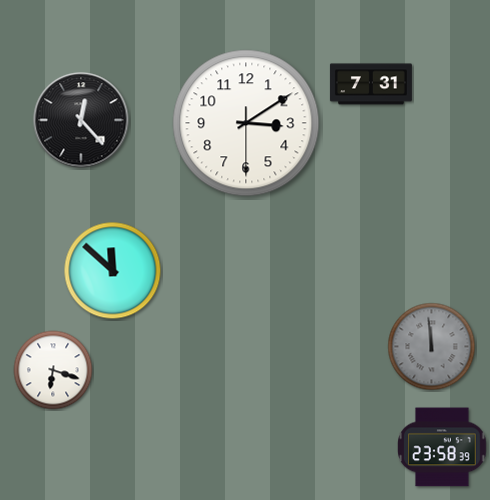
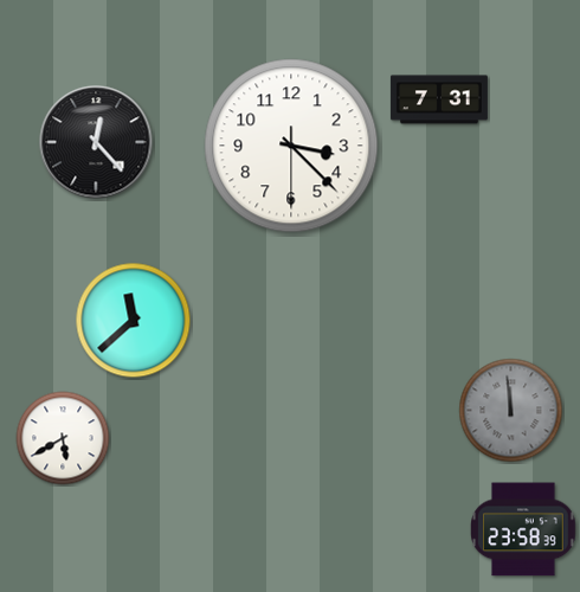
clock at (246, 123): 3:09 -> 3:22
clock at (113, 271): 11:52 -> 11:38
clock at (53, 370): 6:18 -> 5:40
